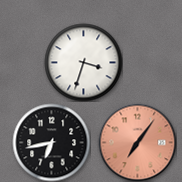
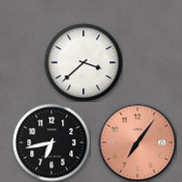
clock at (83, 62): 3:33 -> 3:38
